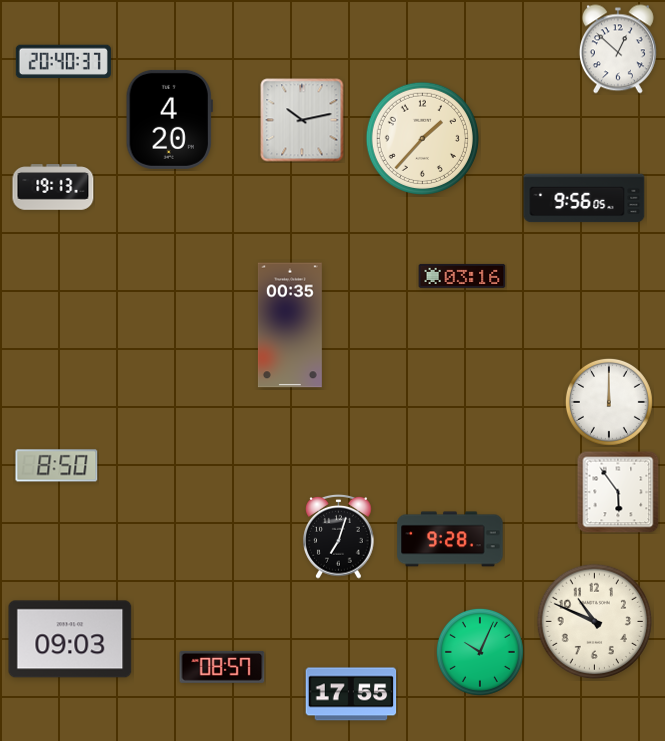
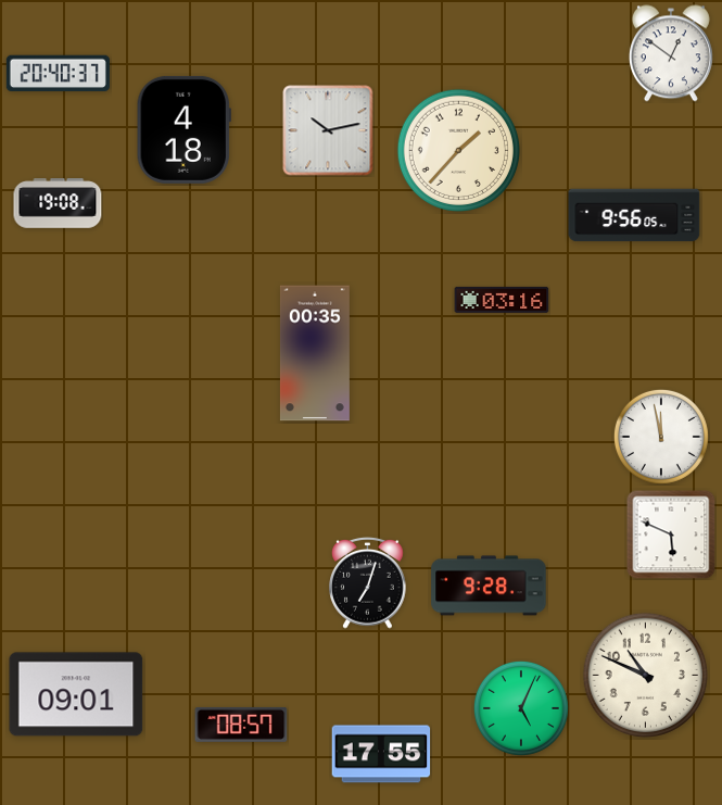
clock at (618, 49): 12:52 -> 12:51
clock at (63, 62) position: (63, 62) -> (58, 74)
clock at (169, 119): 4:20 -> 4:18
clock at (53, 187): 19:13 -> 19:08
clock at (609, 402): 12:00 -> 11:58
clock at (57, 466): 8:50 -> none
clock at (618, 492): 5:54 -> 5:49
clock at (70, 639): 09:03 -> 09:01
clock at (480, 652): 10:04 -> 5:04
